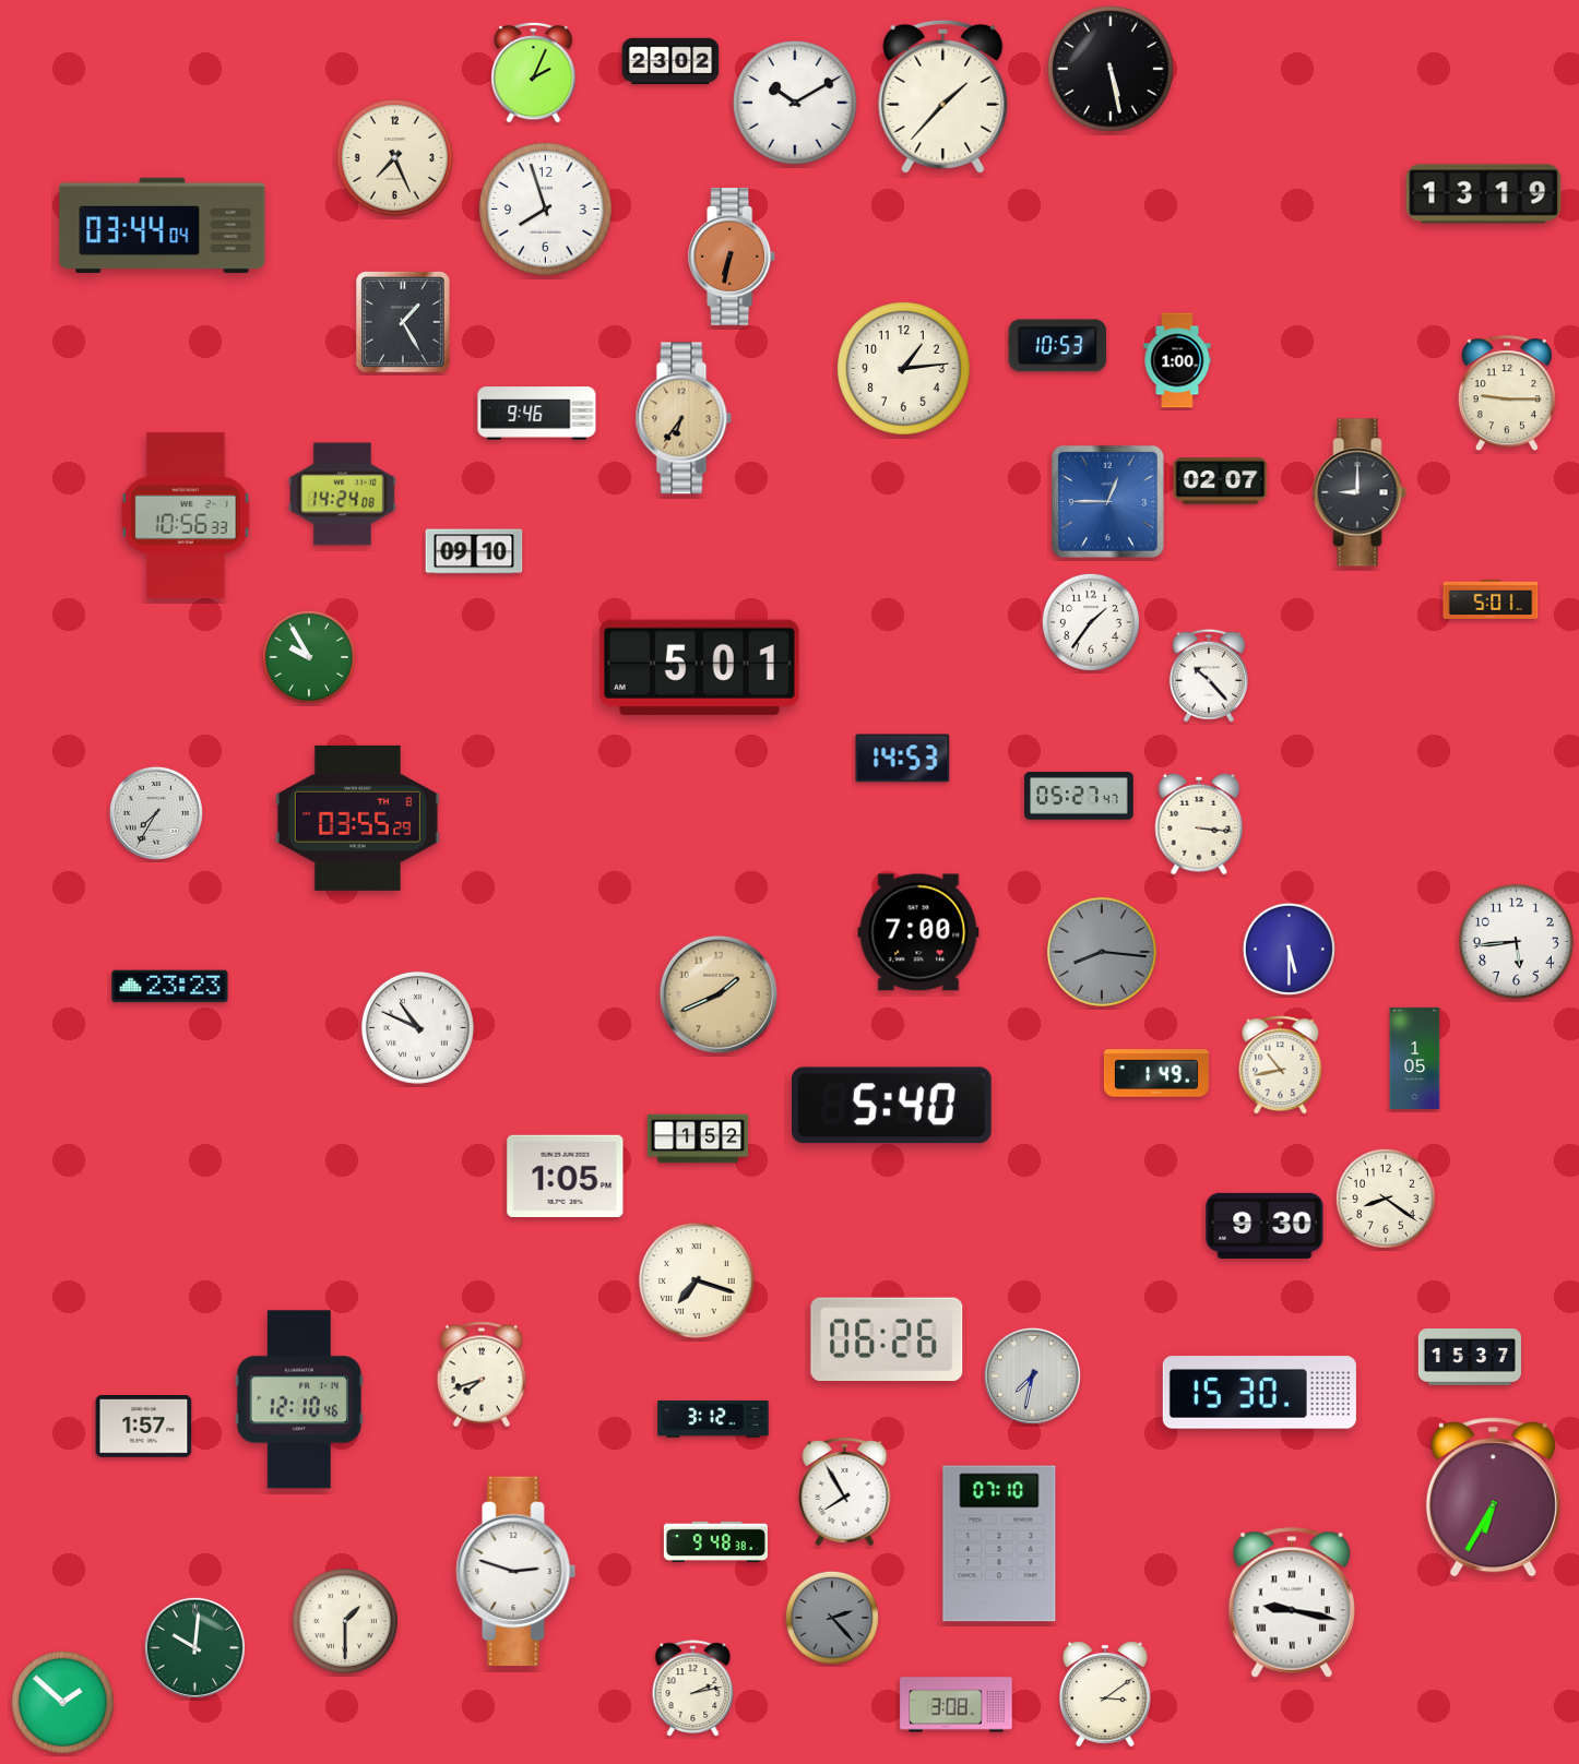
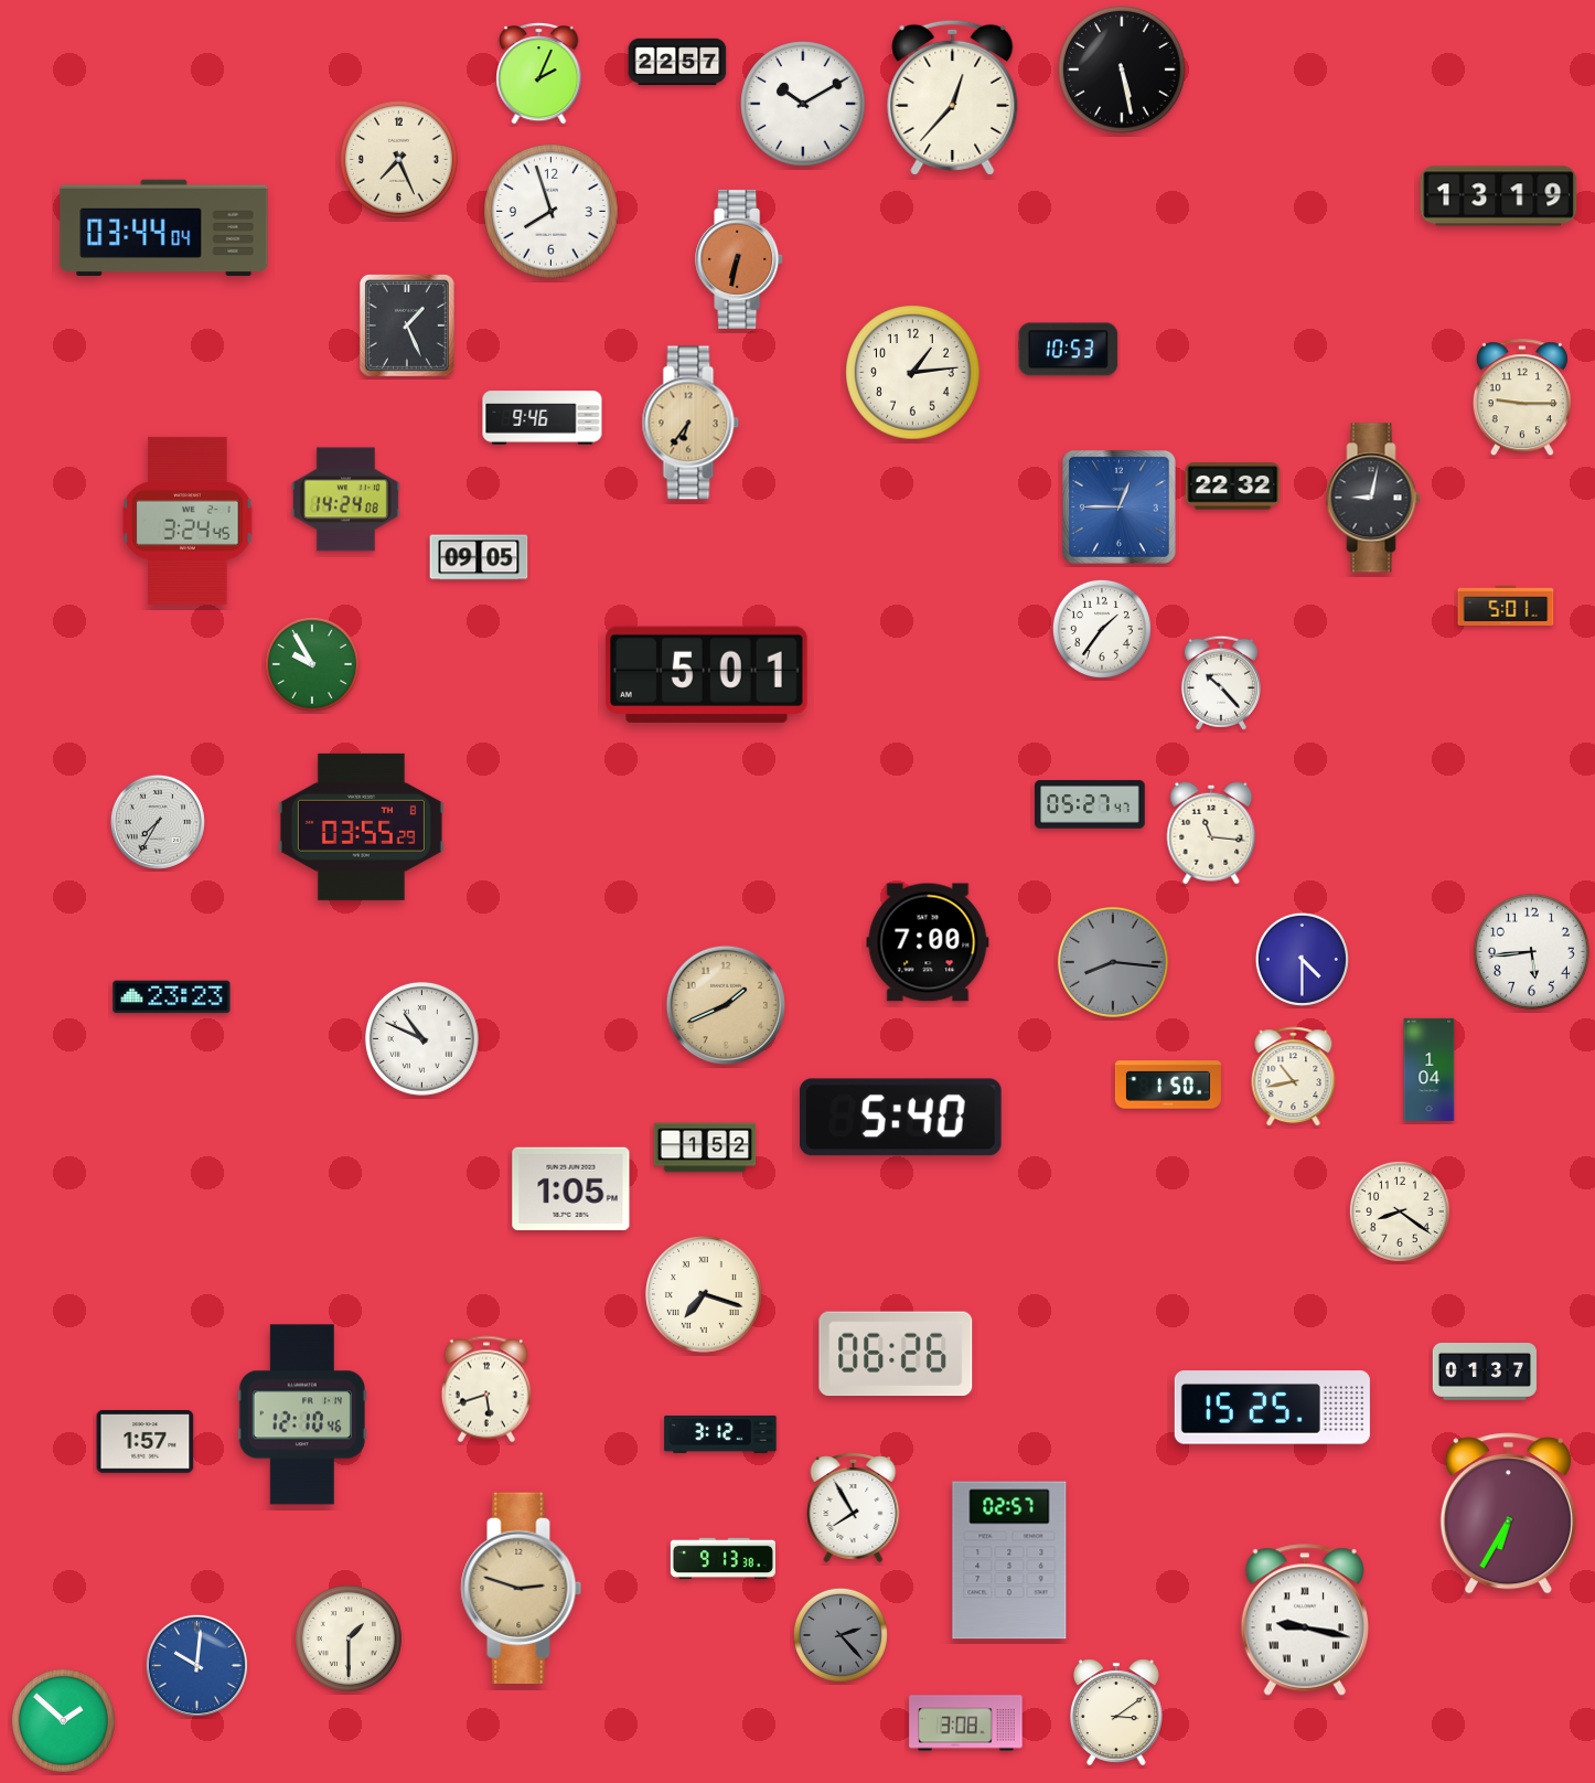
clock at (670, 61): 23:02 -> 22:57
clock at (943, 96): 1:37 -> 12:37
clock at (403, 322): 1:25 -> 1:26
clock at (1177, 360): 1:00 -> none
clock at (1221, 481): 02:07 -> 22:32
clock at (1360, 492): 9:00 -> 9:02
clock at (186, 515): 10:56 -> 3:24
clock at (474, 551): 09:10 -> 09:05
clock at (903, 759): 14:53 -> none
clock at (1199, 824): 3:16 -> 11:16
clock at (1289, 949): 5:30 -> 4:30
clock at (1415, 1059): 1:05 -> 1:04
clock at (1156, 1073): 1:49 -> 1:50
clock at (698, 1139) position: (698, 1139) -> (705, 1147)
clock at (1265, 1226): 9:30 -> none
clock at (1470, 1358): 15:37 -> 01:37
clock at (482, 1374): 7:42 -> 5:42
clock at (1032, 1375): 7:32 -> none
clock at (1259, 1393): 15:30 -> 15:25
clock at (715, 1541): 9:48 -> 9:13
clock at (999, 1544): 07:10 -> 02:57
clock at (517, 1571) dial: white -> champagne
clock at (194, 1647) dial: green -> blue
clock at (693, 1689): 2:13 -> none
